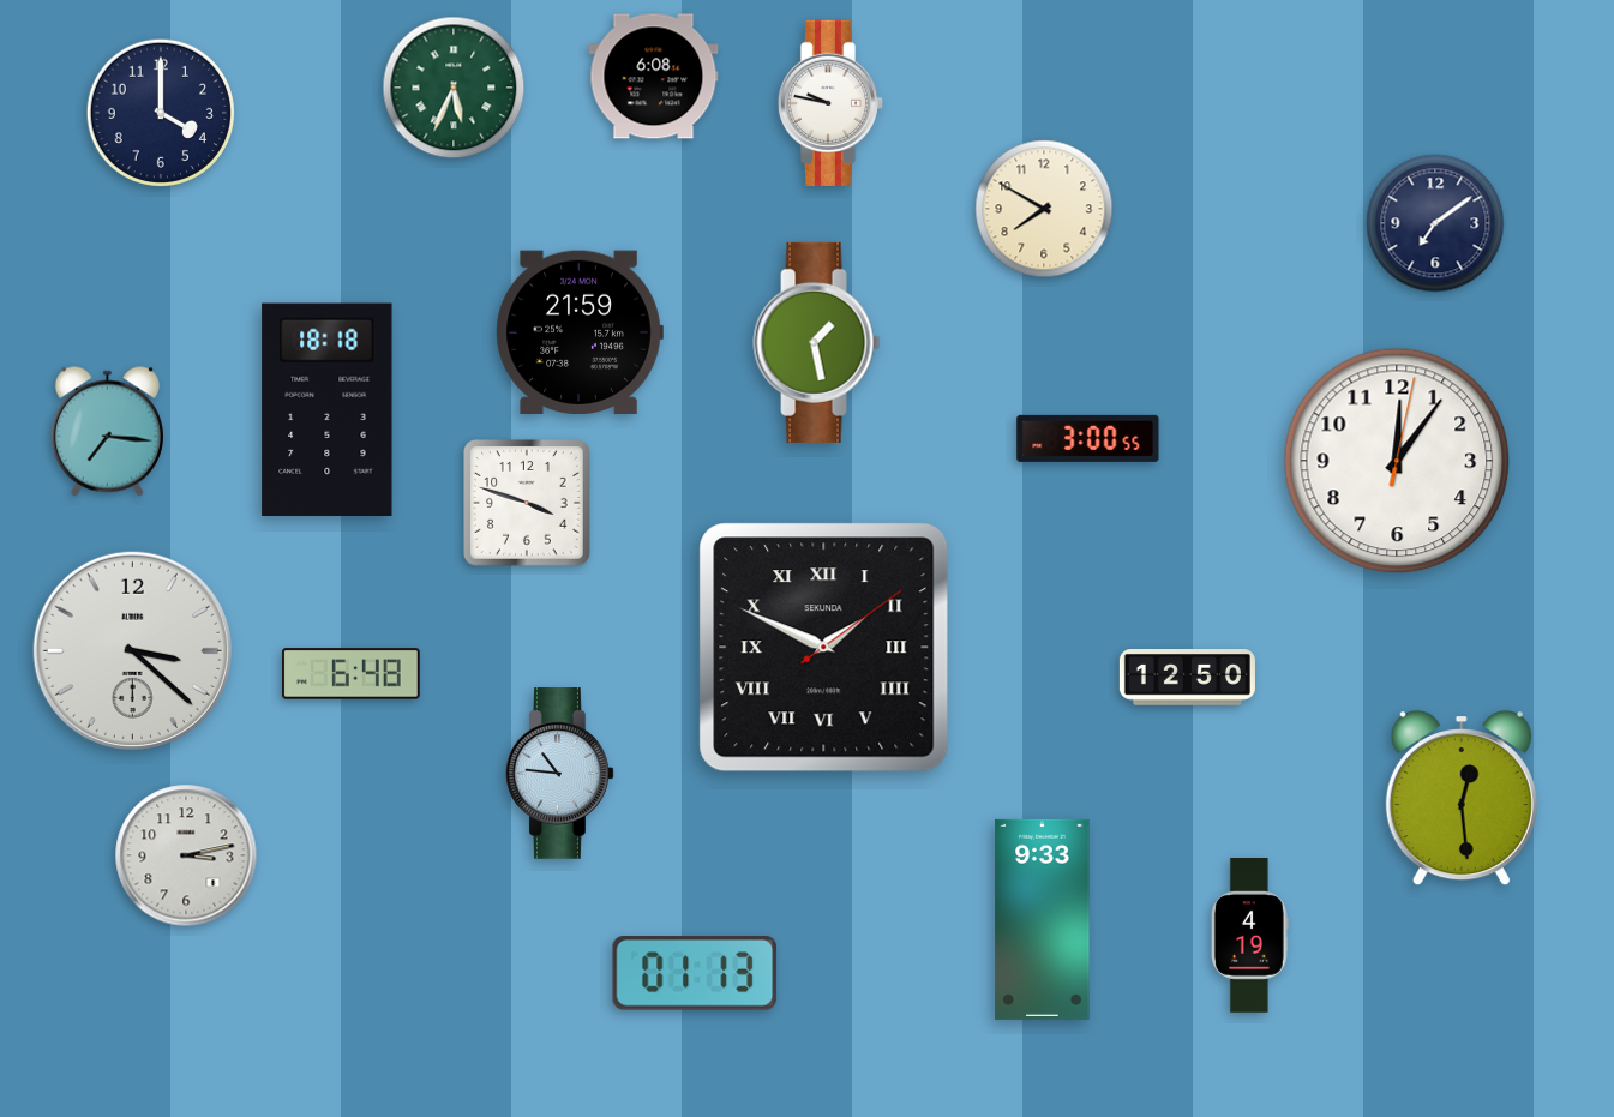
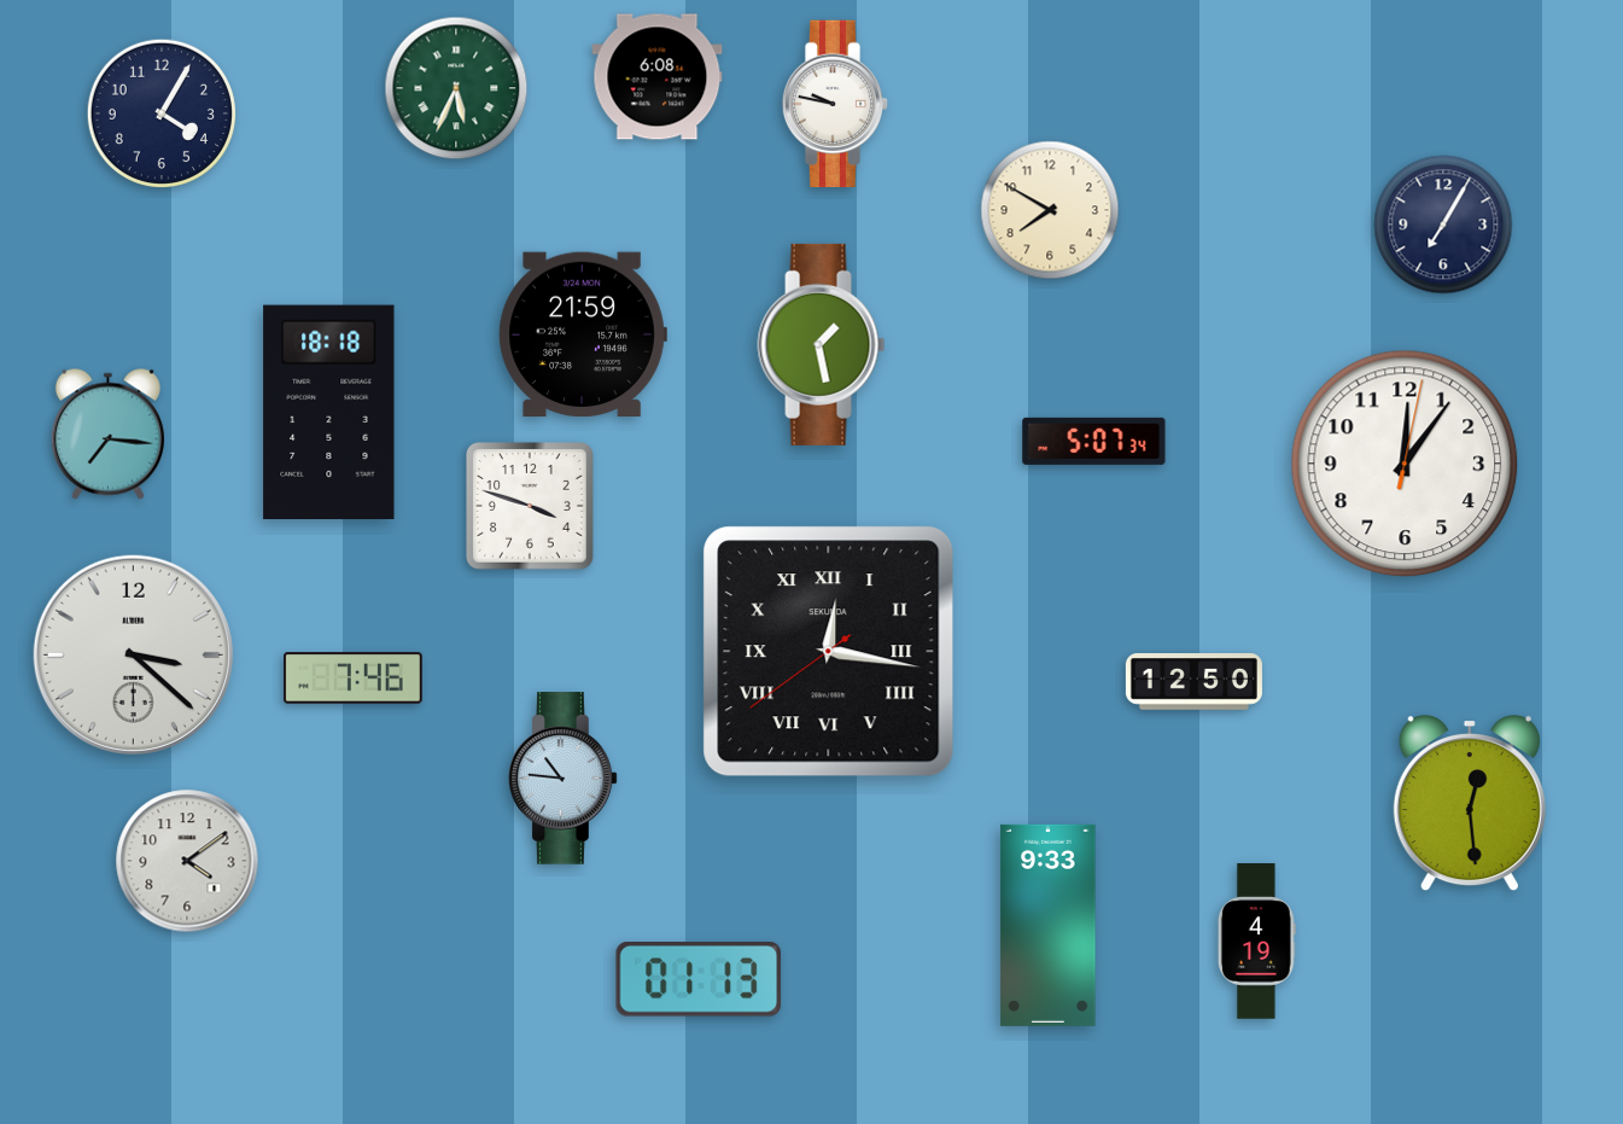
clock at (160, 112): 4:00 -> 4:05
clock at (1435, 223): 7:09 -> 7:05
clock at (1088, 438): 3:00 -> 5:07
clock at (824, 648): 1:49 -> 12:16
clock at (350, 674): 6:48 -> 7:46
clock at (186, 855): 3:13 -> 4:09
